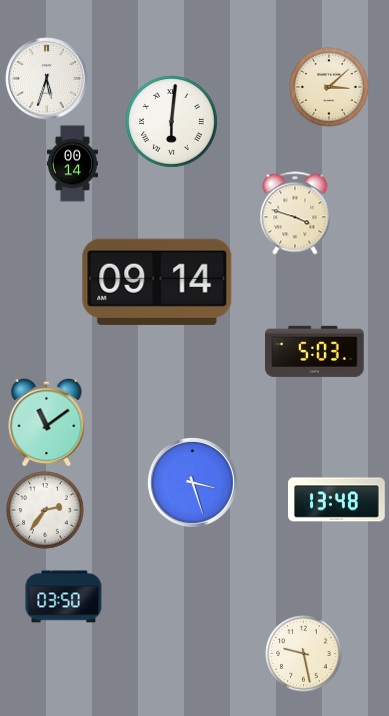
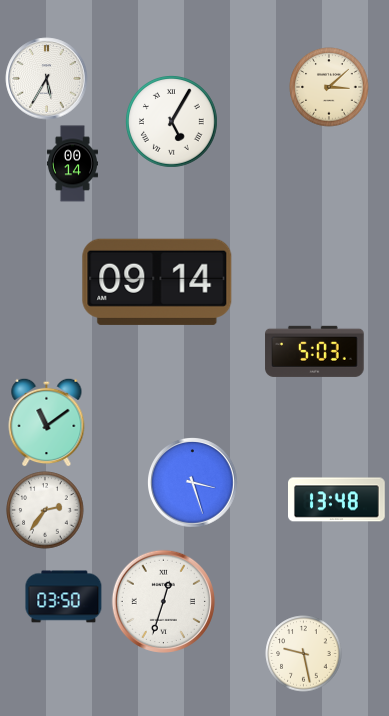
clock at (47, 79): 5:33 -> 5:35
clock at (172, 122): 6:01 -> 5:05
clock at (295, 213): 3:48 -> none
clock at (163, 601): none -> 12:33
